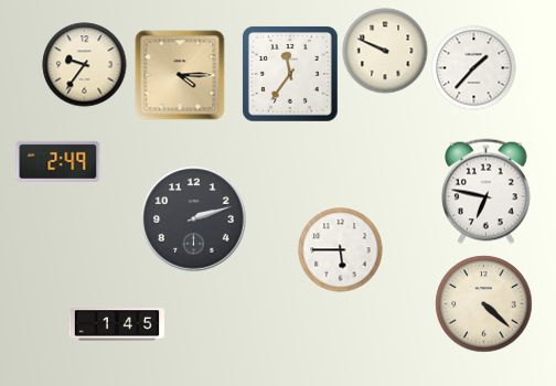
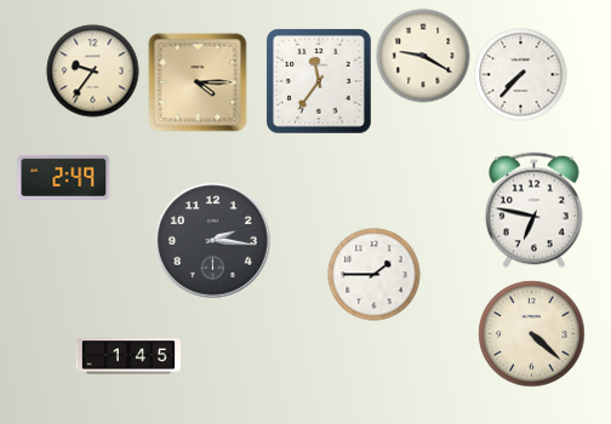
clock at (385, 51): 9:49 -> 9:20
clock at (474, 68): 1:37 -> 7:37
clock at (194, 219): 2:12 -> 2:16
clock at (341, 250): 5:45 -> 1:45
